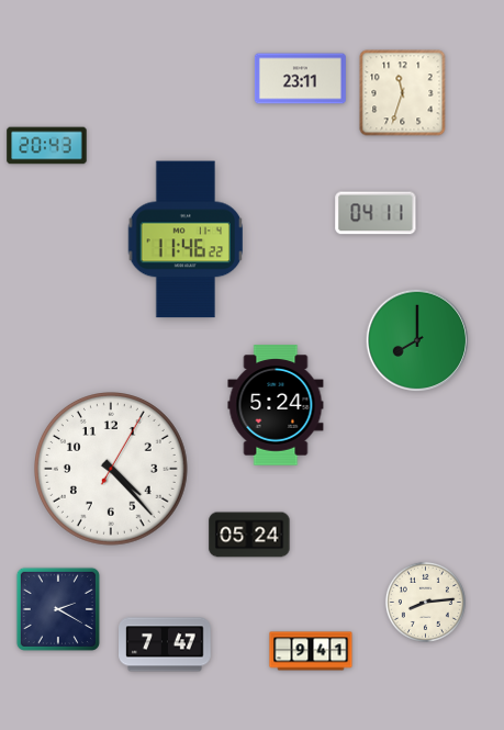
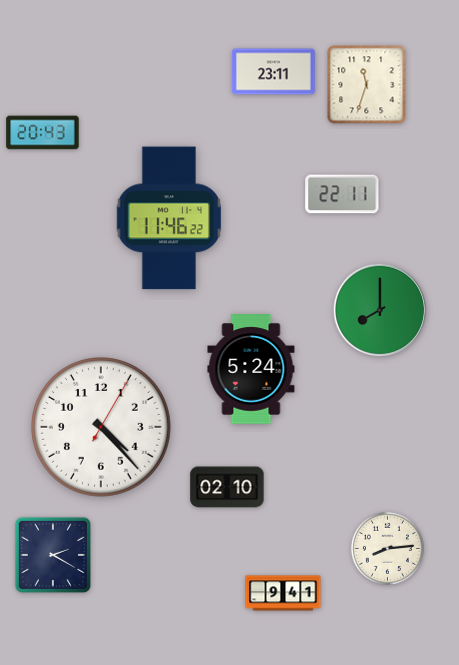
clock at (376, 213): 04:11 -> 22:11
clock at (249, 535): 05:24 -> 02:10
clock at (166, 644): 7:47 -> none
